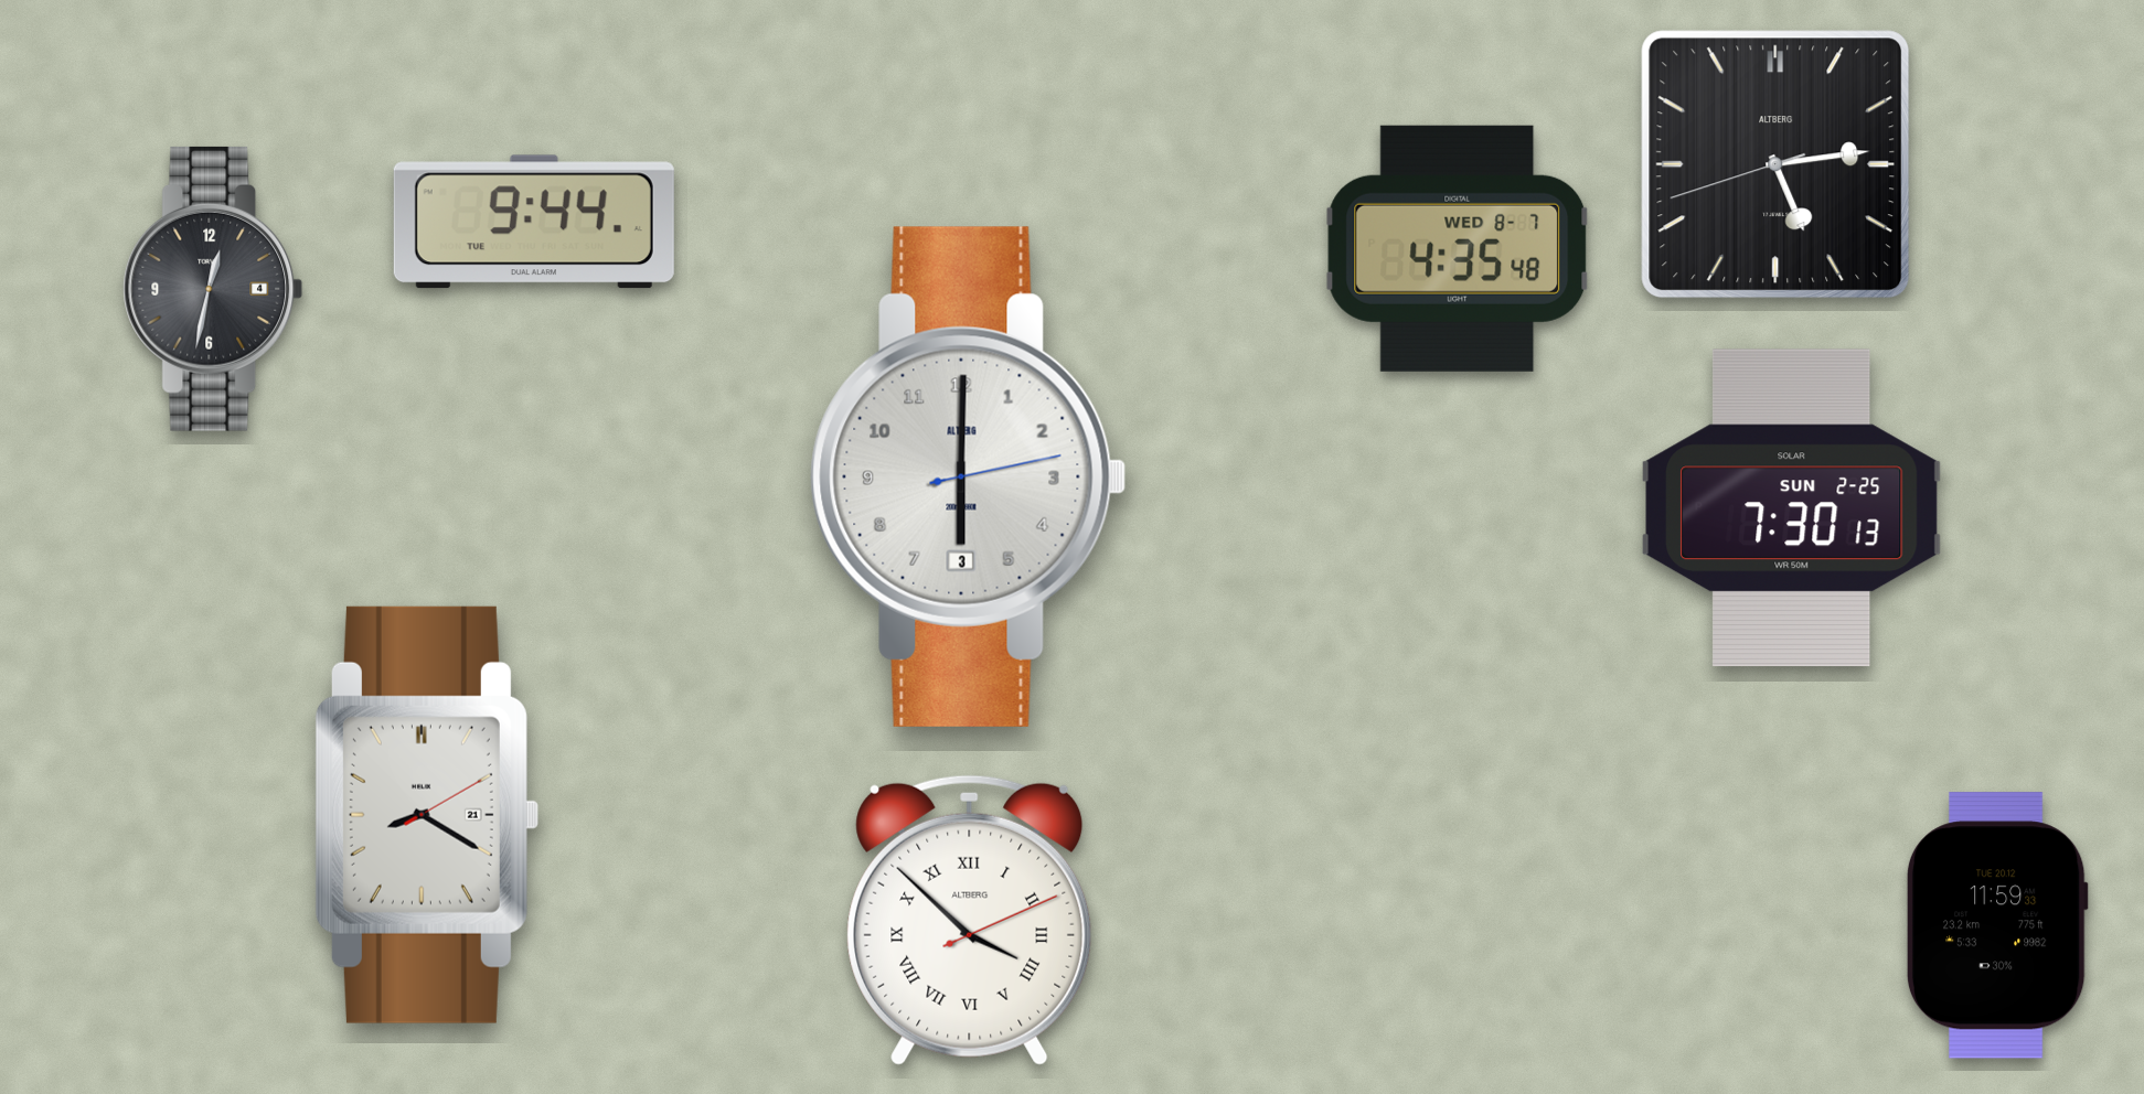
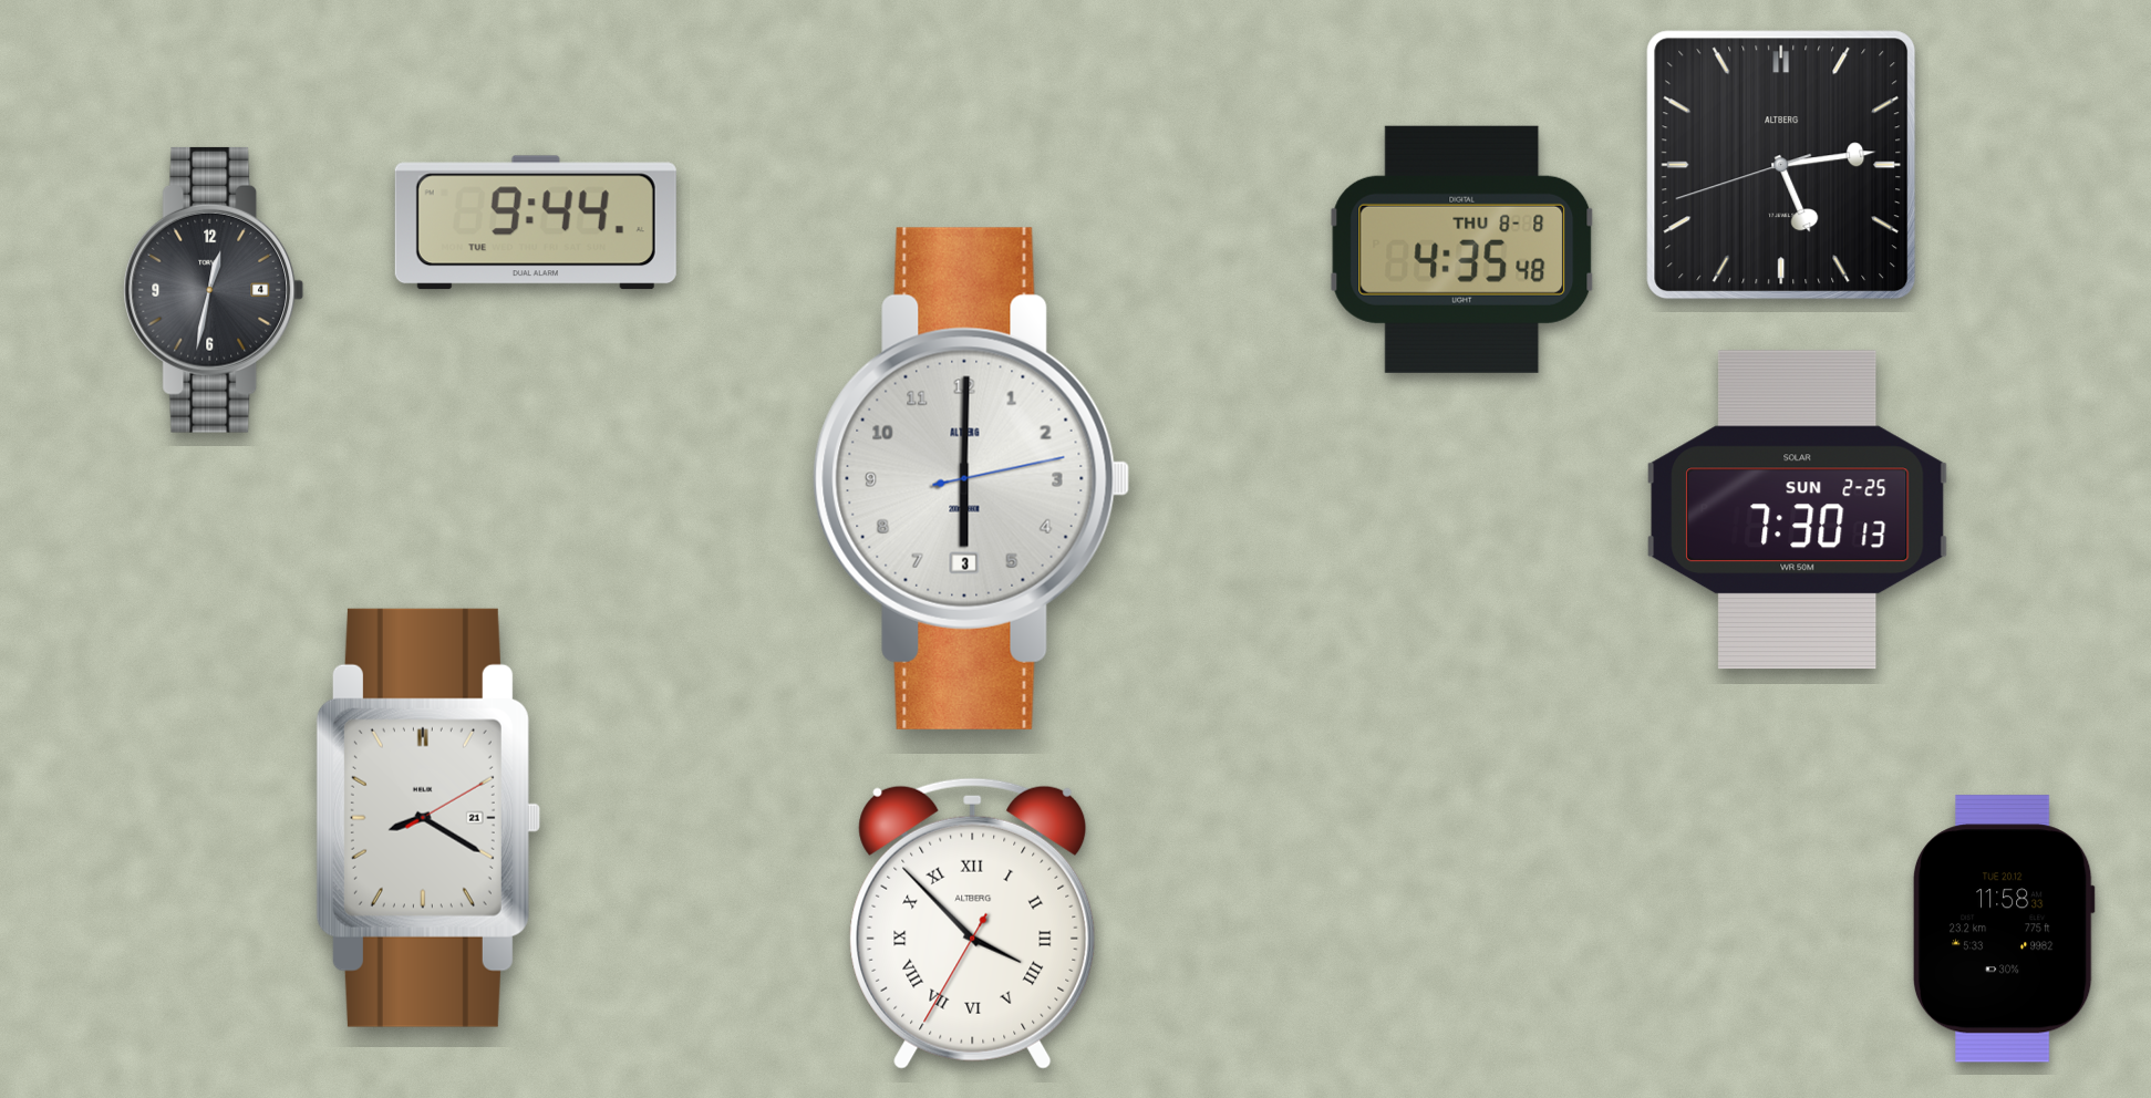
clock at (1458, 248) date: WED 8-7 -> THU 8-8
clock at (970, 920): 3:52:11 -> 3:52:35
clock at (1997, 925): 11:59 -> 11:58
